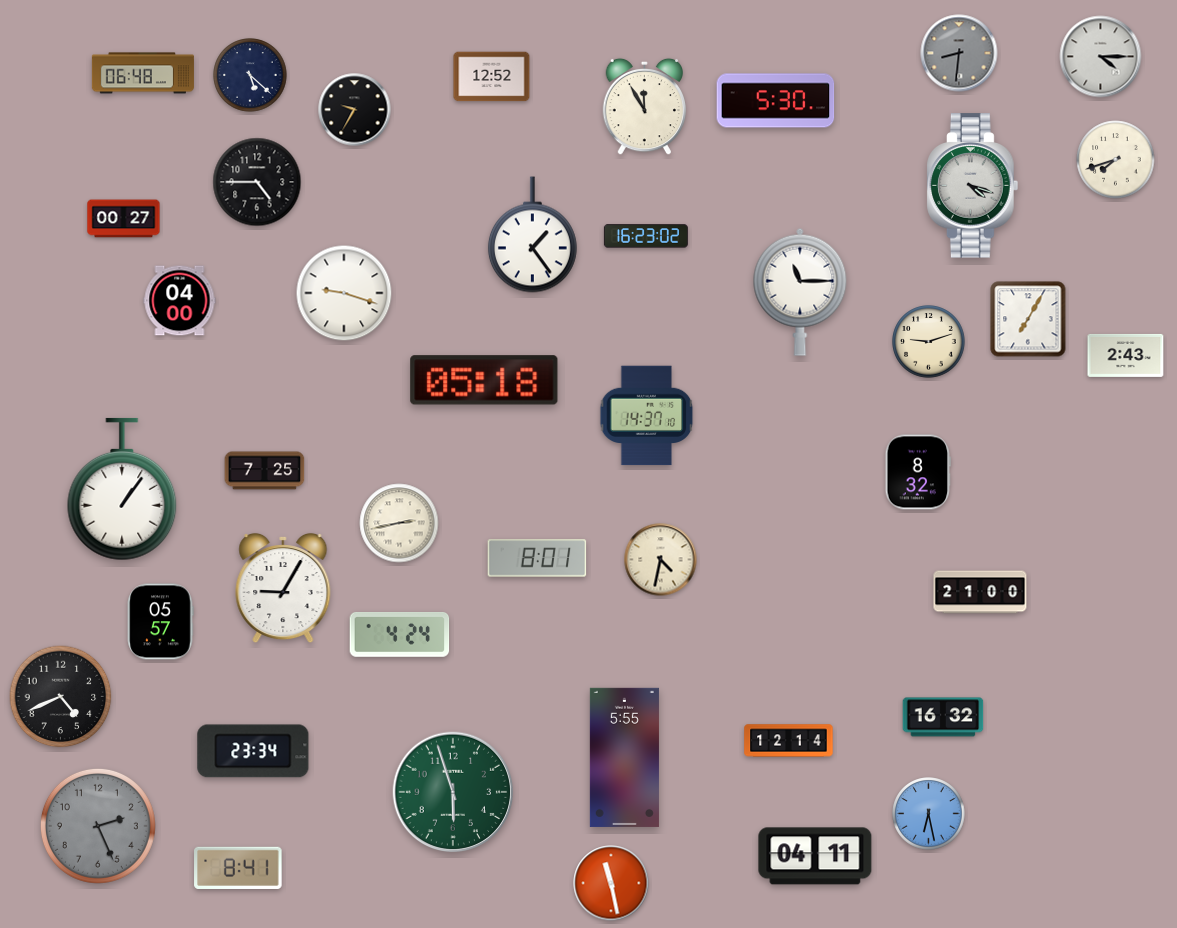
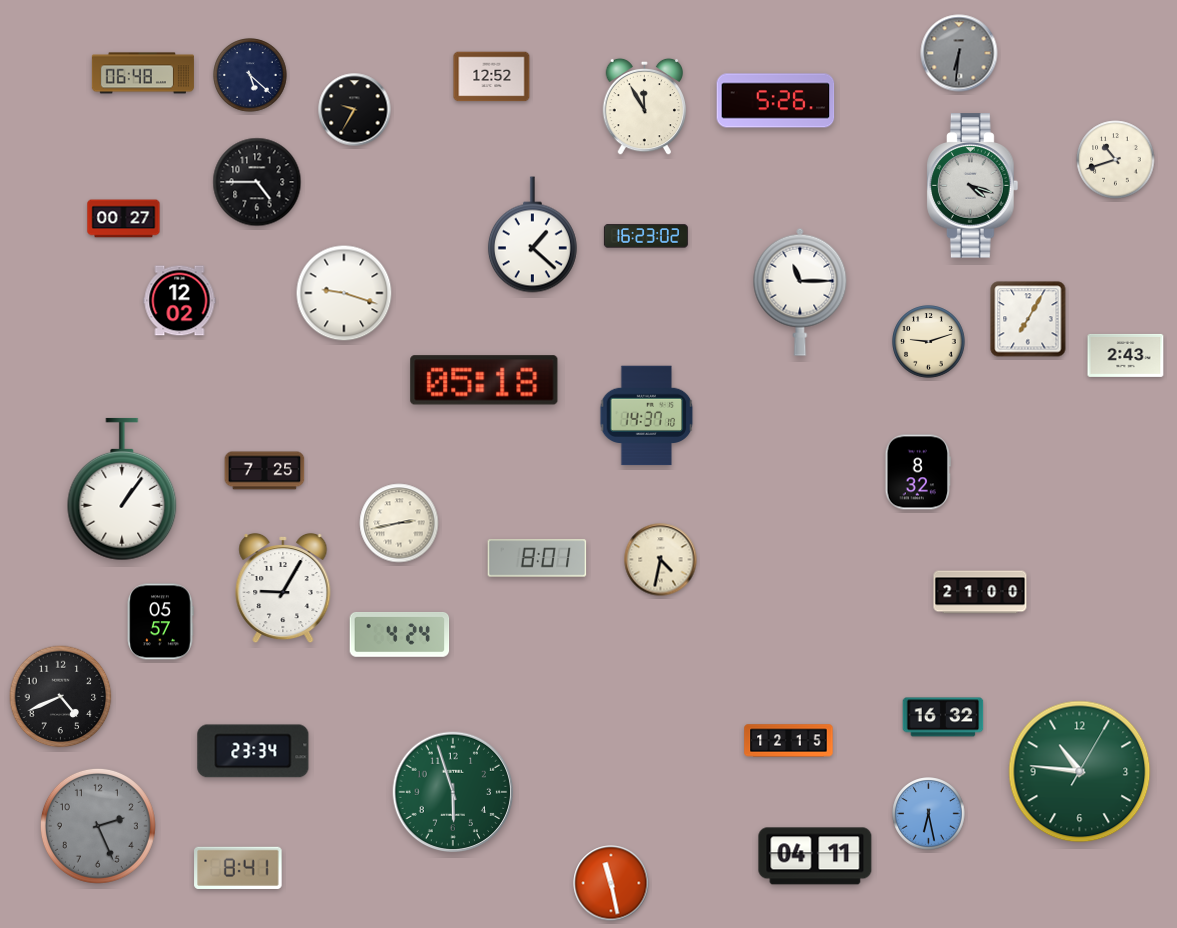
clock at (959, 53): 8:31 -> 6:31
clock at (1101, 57): 4:15 -> none
clock at (776, 101): 5:30 -> 5:26
clock at (1116, 160): 7:42 -> 10:42
clock at (532, 235): 1:24 -> 1:22
clock at (180, 301): 04:00 -> 12:02
clock at (789, 741): 12:14 -> 12:15
clock at (624, 757): 5:55 -> none
clock at (1080, 772): none -> 10:46
